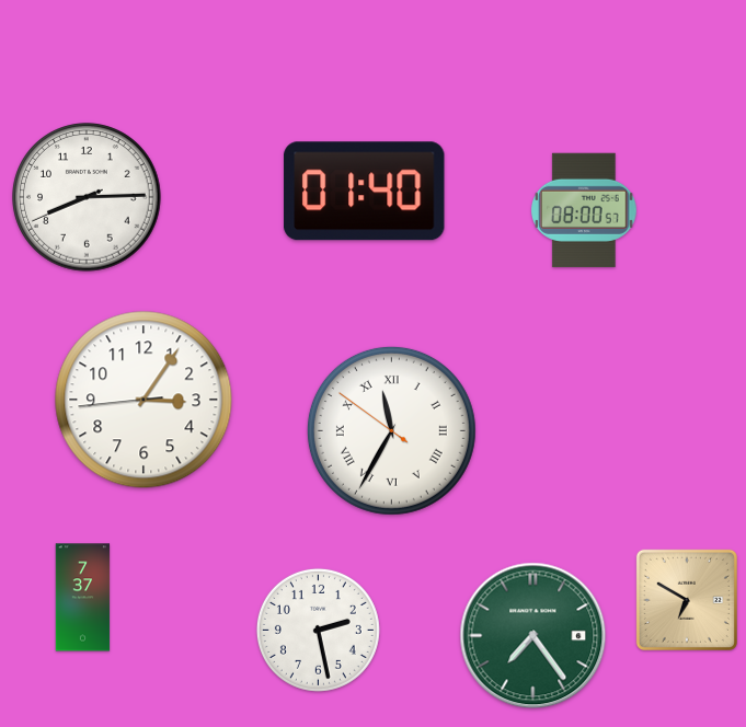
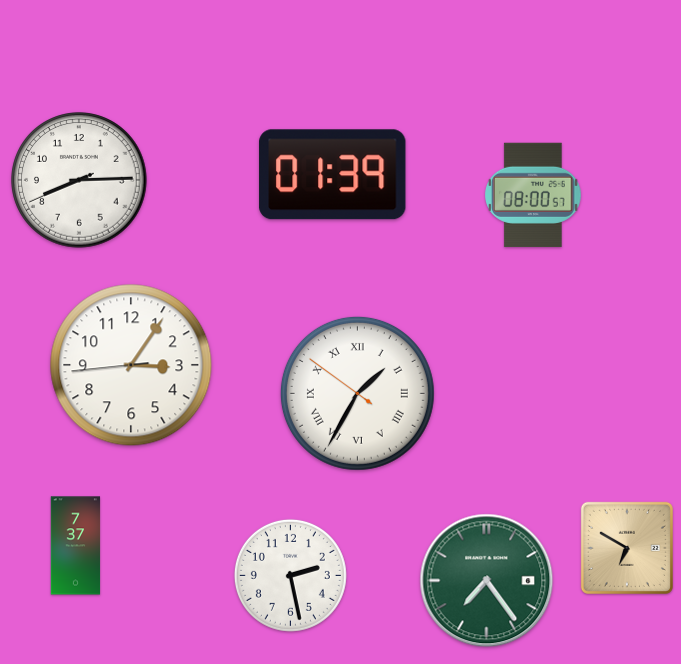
clock at (365, 192): 01:40 -> 01:39
clock at (585, 210) position: (585, 210) -> (534, 195)
clock at (391, 430): 11:34 -> 1:34
